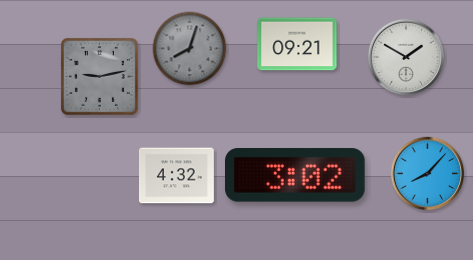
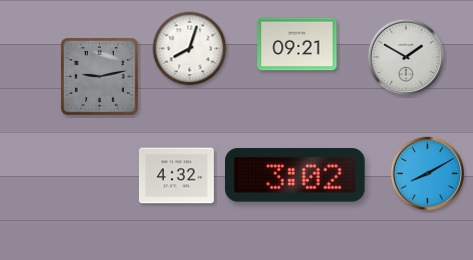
clock at (190, 49) dial: grey -> white
clock at (428, 174): 8:07 -> 8:10
